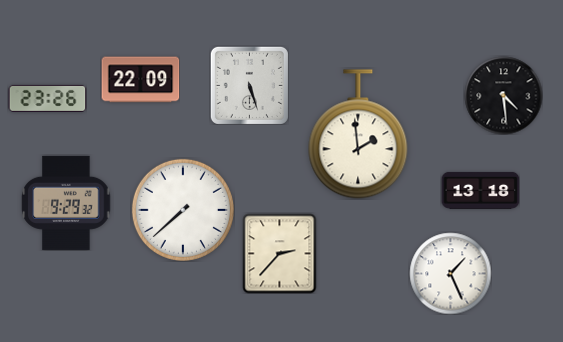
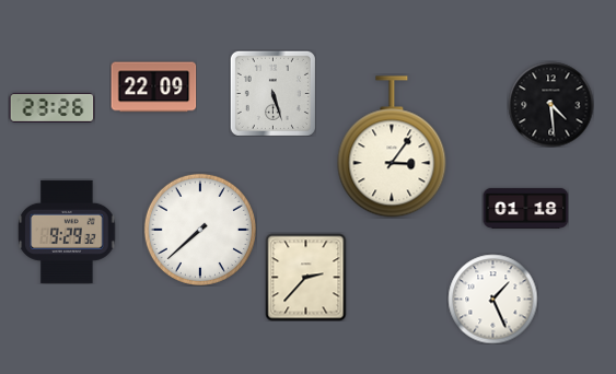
clock at (358, 134): 1:59 -> 3:06
clock at (480, 190): 13:18 -> 01:18
clock at (66, 203) position: (66, 203) -> (67, 232)
